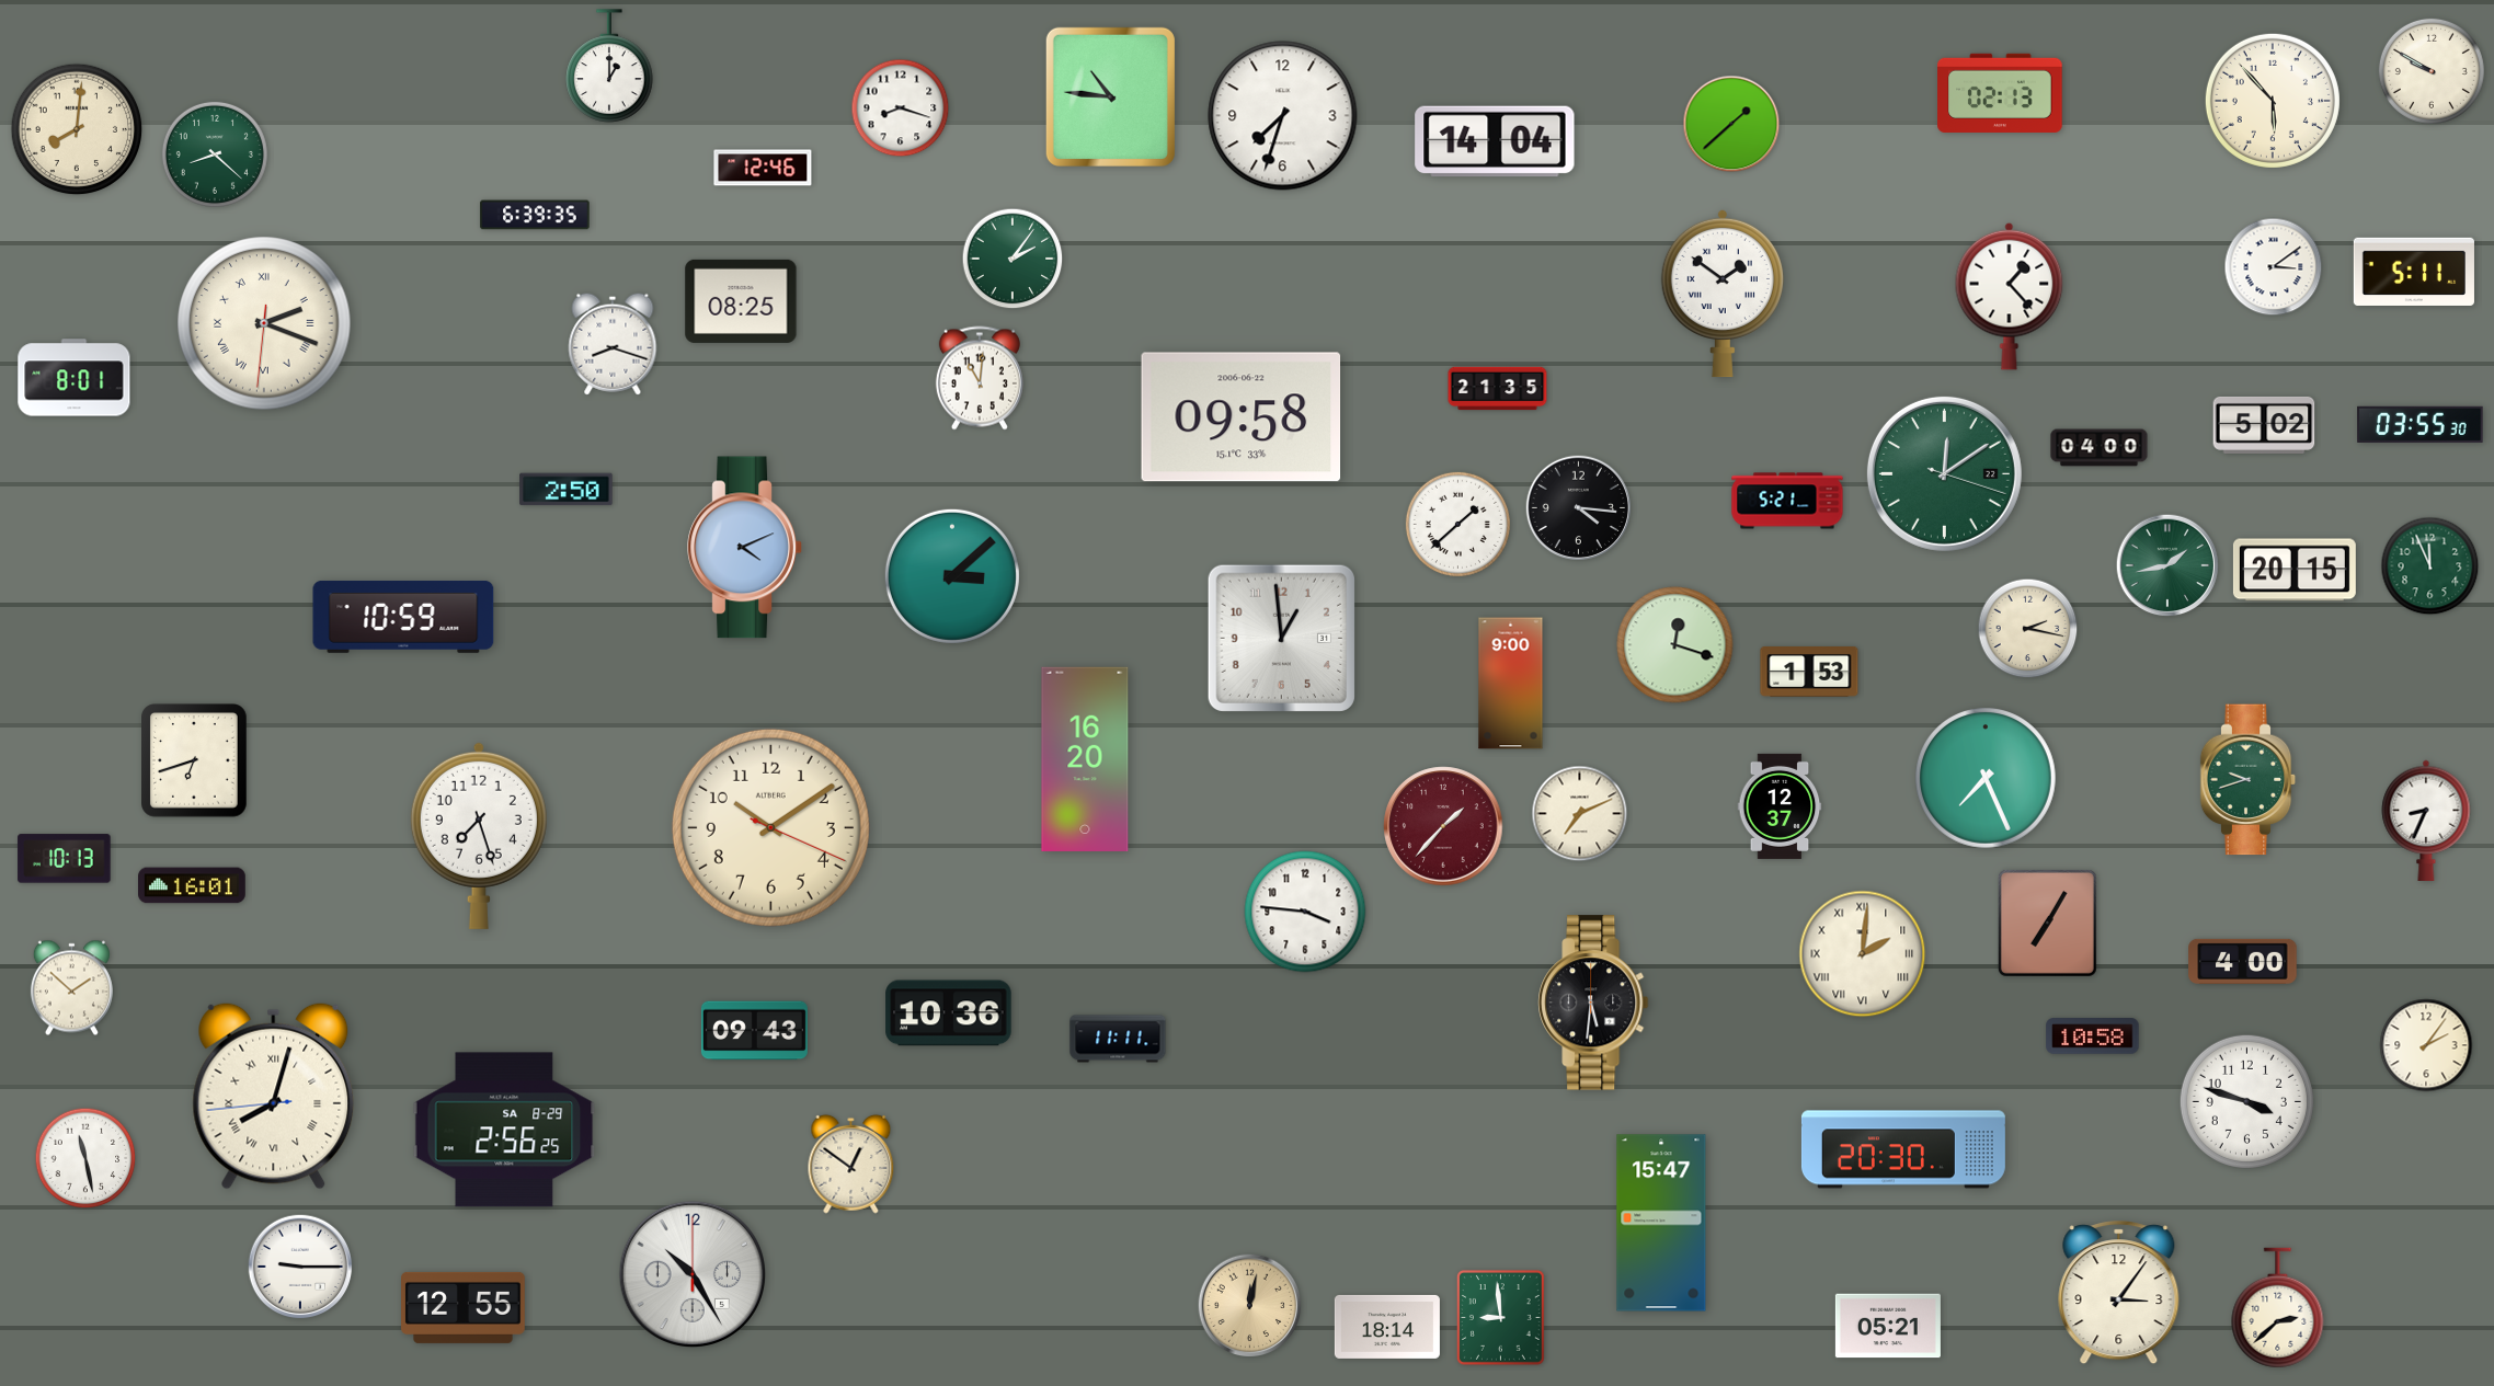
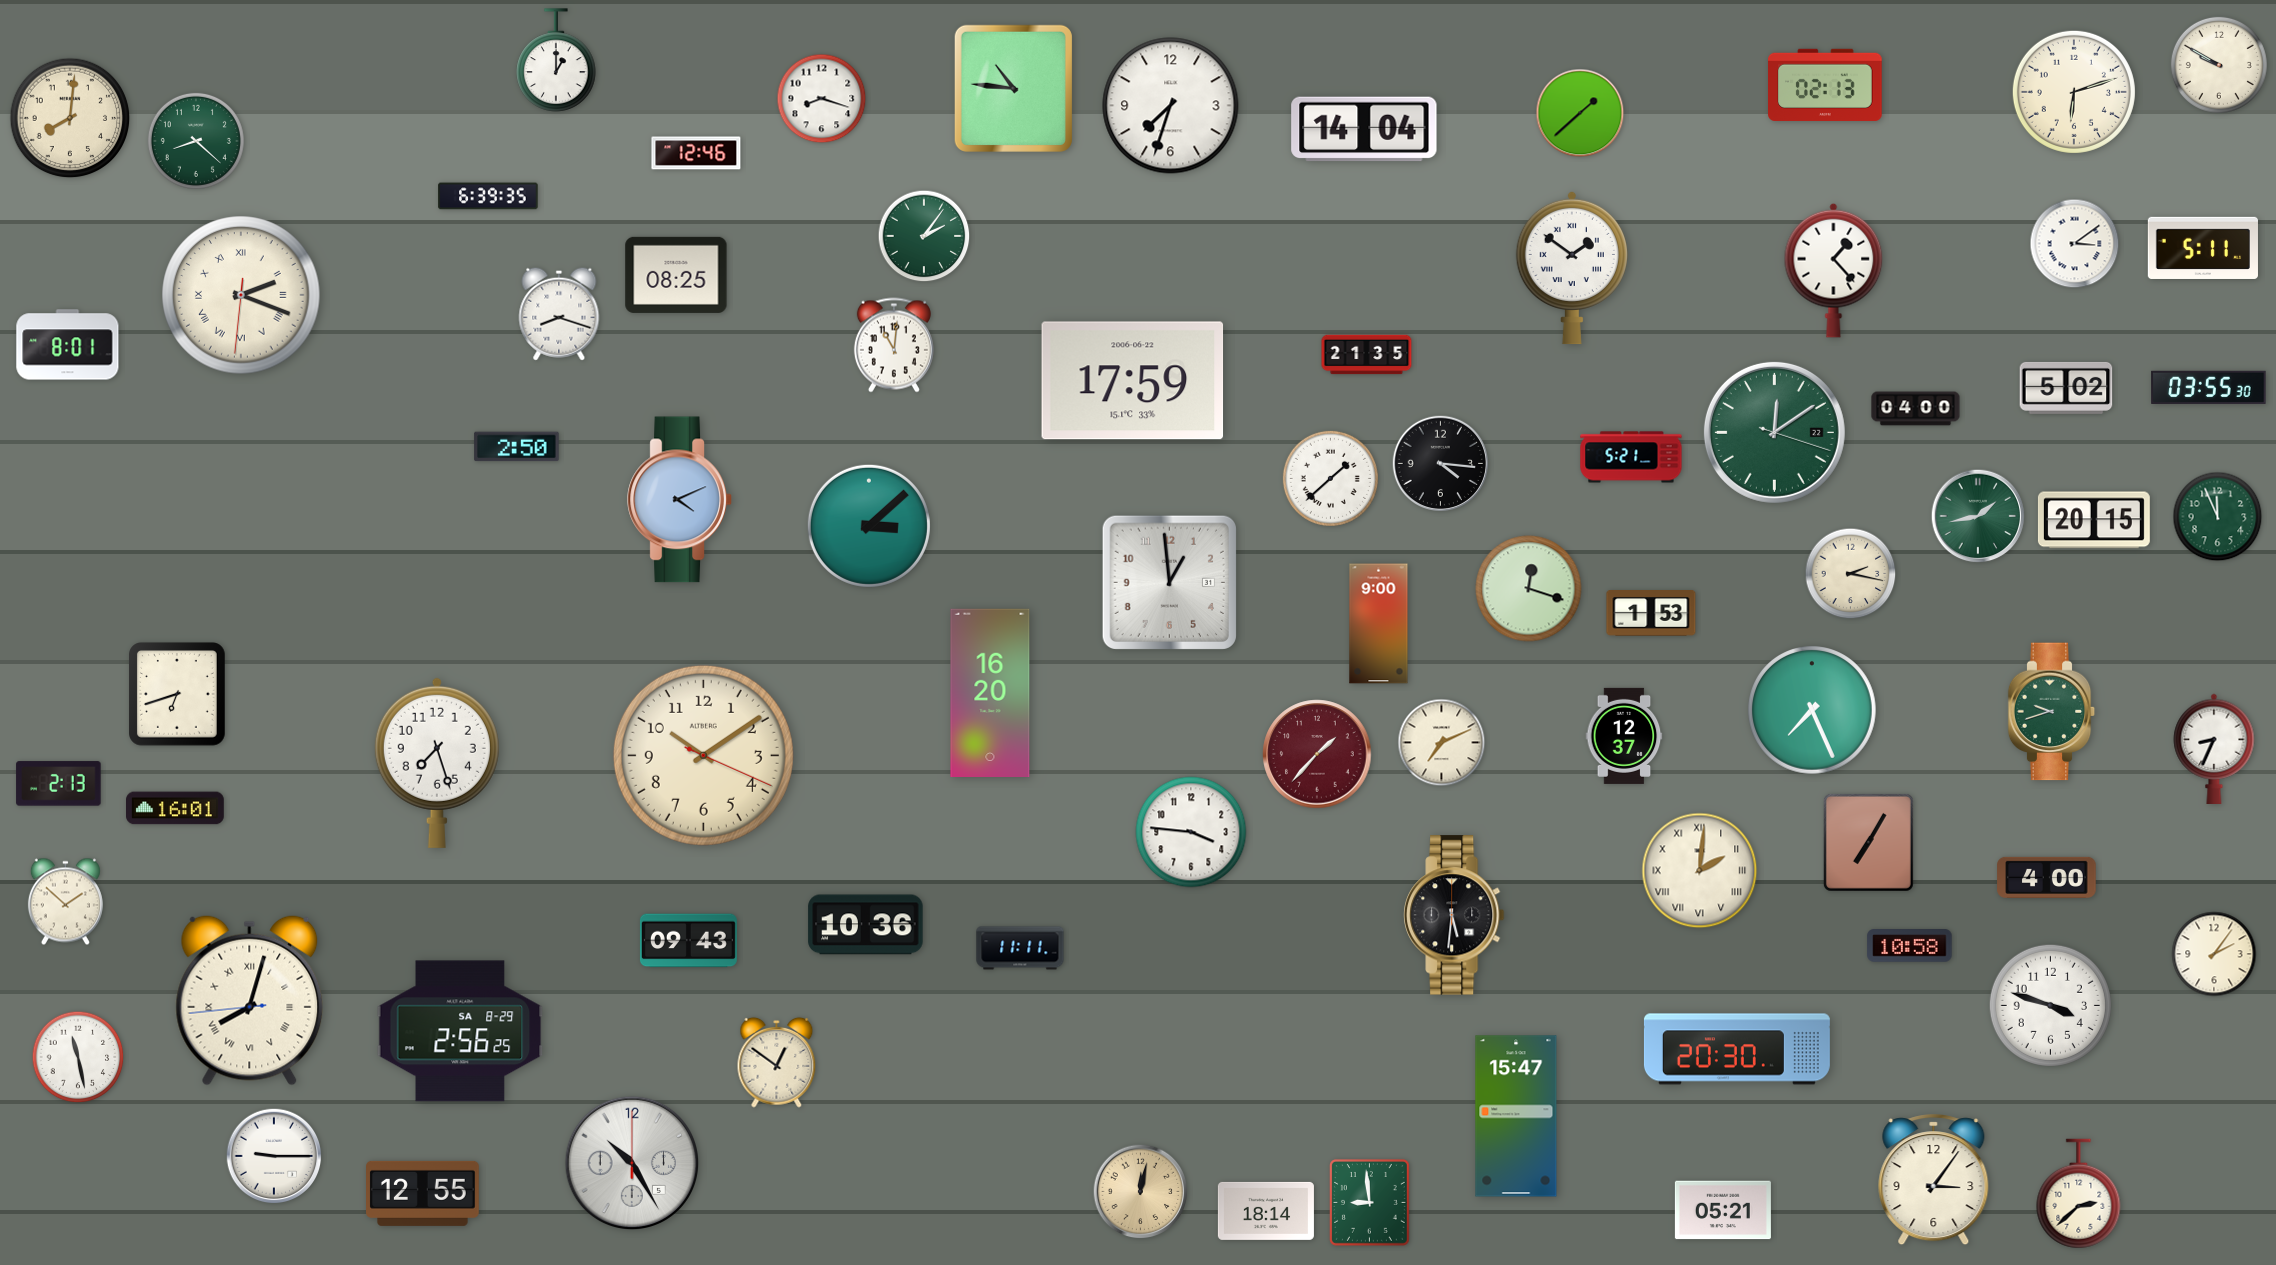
clock at (2273, 101): 5:53 -> 6:12
clock at (1242, 417): 09:58 -> 17:59
clock at (403, 617): 10:59 -> none
clock at (65, 859): 10:13 -> 2:13
